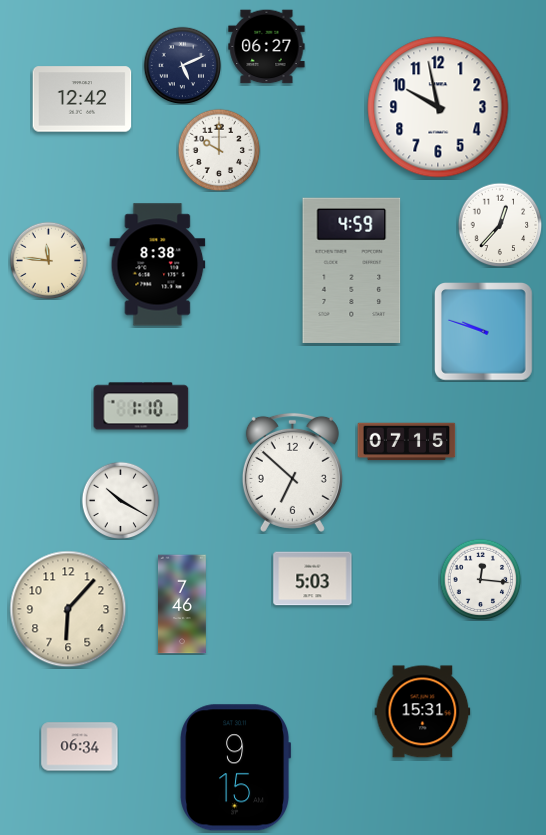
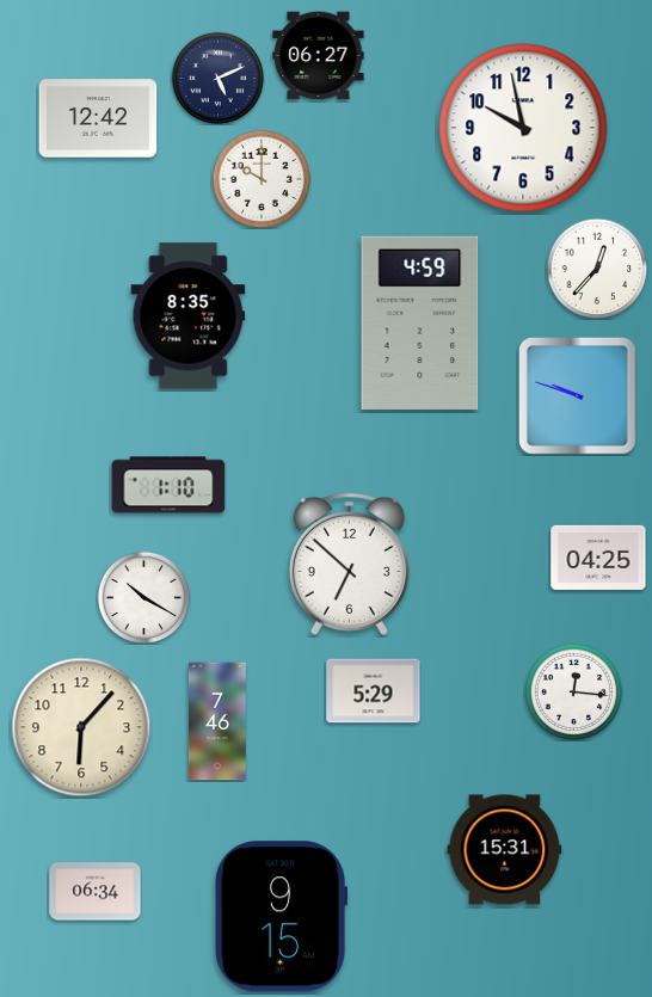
clock at (48, 260): 11:46 -> none
clock at (158, 265): 8:38 -> 8:35
clock at (407, 442): 07:15 -> none
clock at (598, 558): none -> 04:25
clock at (313, 579): 5:03 -> 5:29
